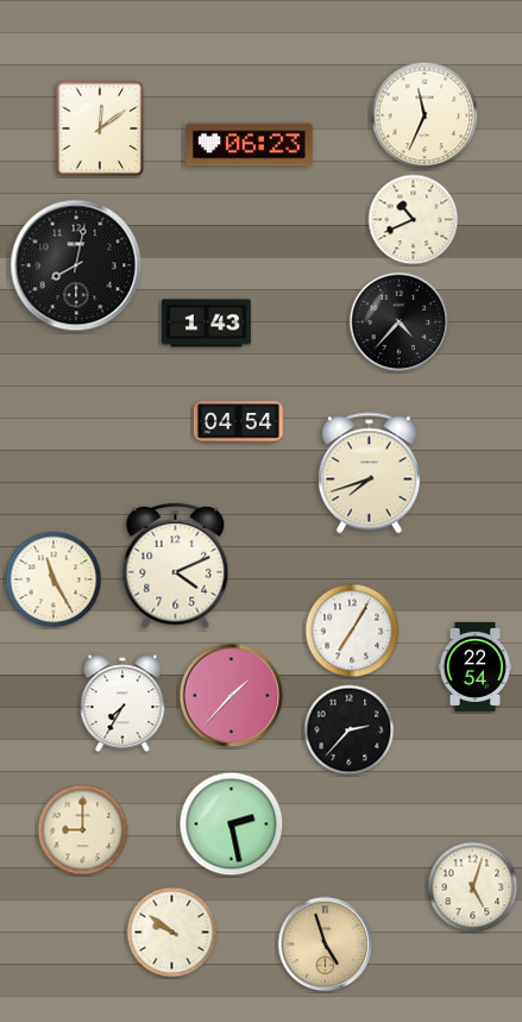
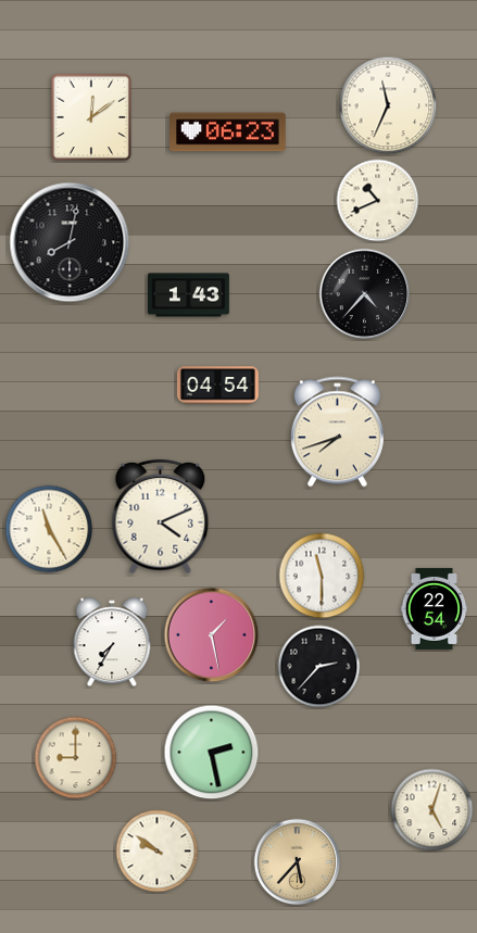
clock at (352, 631): 7:05 -> 11:30
clock at (232, 696): 1:37 -> 1:28
clock at (326, 945): 4:57 -> 5:37
